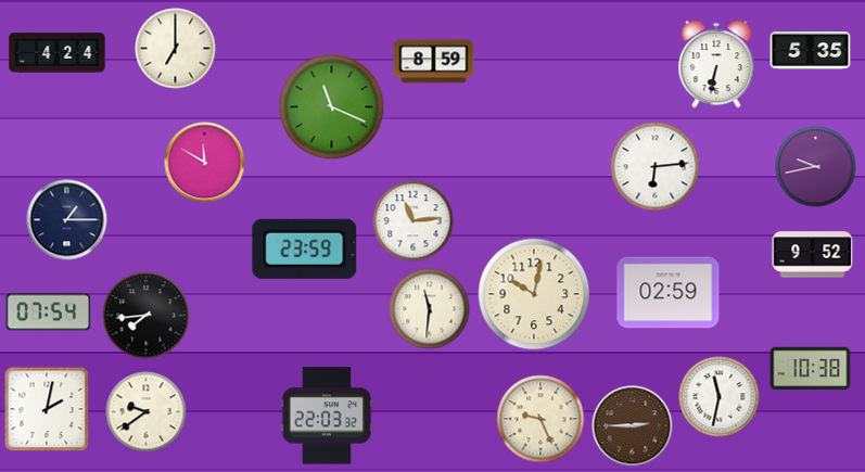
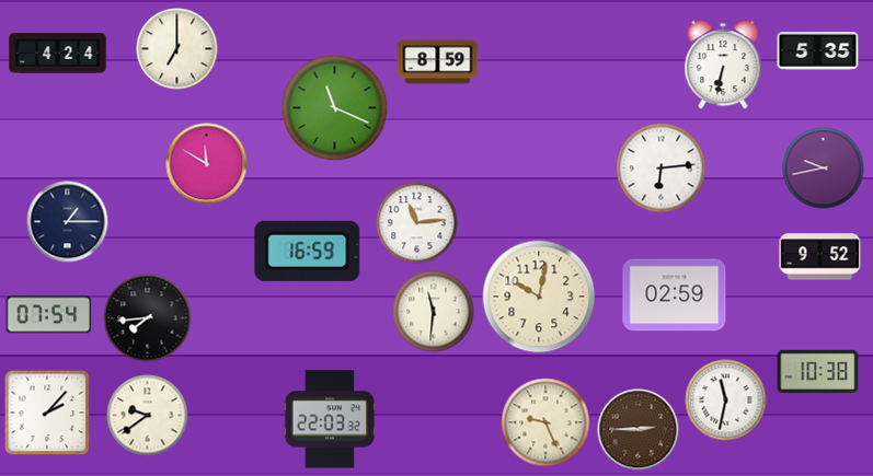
clock at (305, 248): 23:59 -> 16:59
clock at (47, 409): 2:02 -> 2:07
